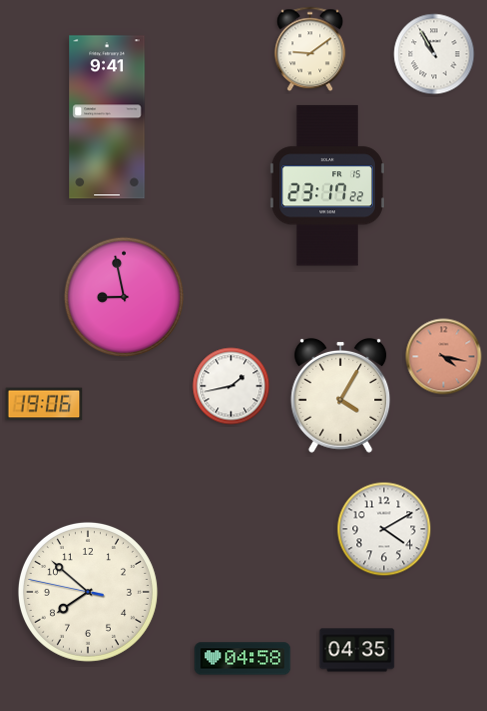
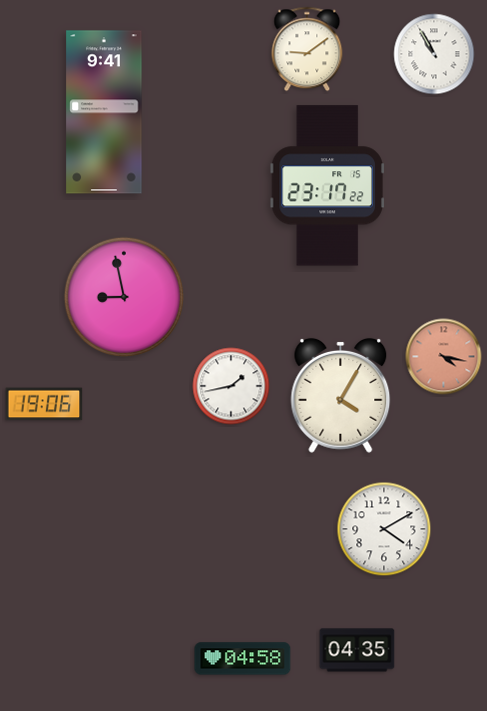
clock at (310, 49) position: (310, 49) -> (307, 49)
clock at (107, 117) position: (107, 117) -> (104, 112)
clock at (88, 592): 7:51 -> none
